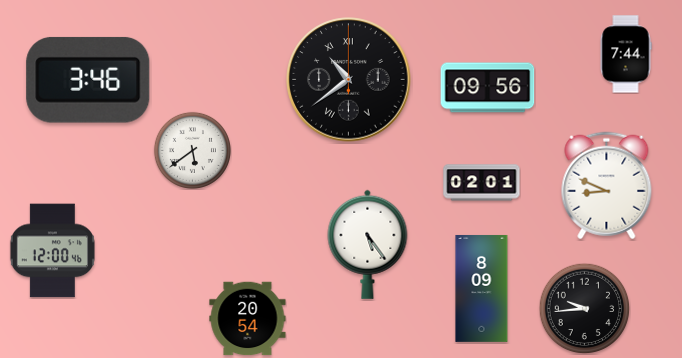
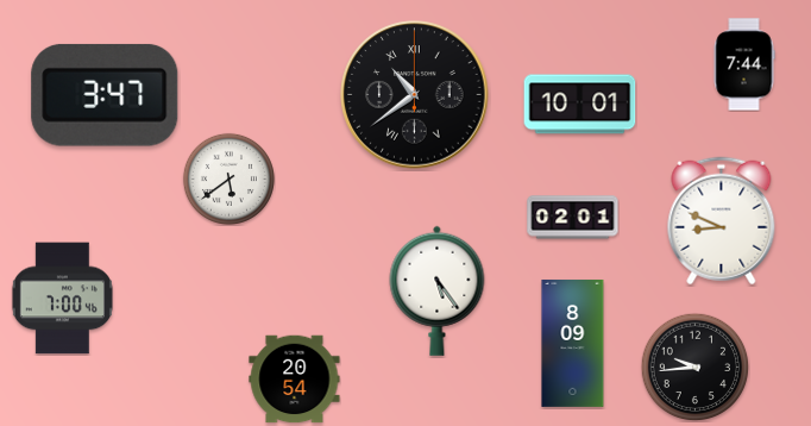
clock at (88, 80): 3:46 -> 3:47
clock at (488, 88): 09:56 -> 10:01
clock at (52, 251): 12:00 -> 7:00
